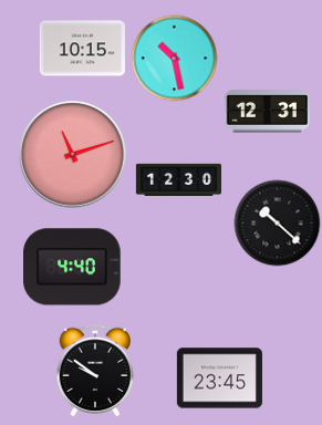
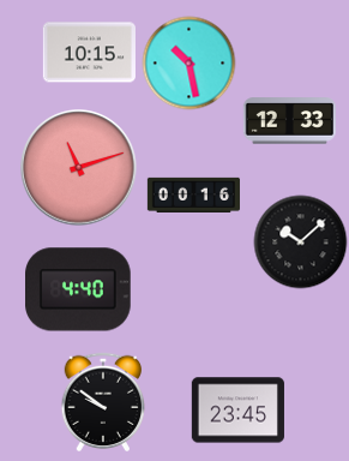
clock at (267, 112): 12:31 -> 12:33
clock at (178, 179): 12:30 -> 00:16
clock at (277, 222): 10:22 -> 10:08
